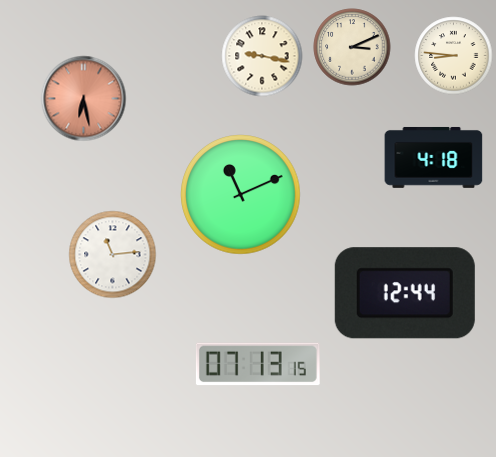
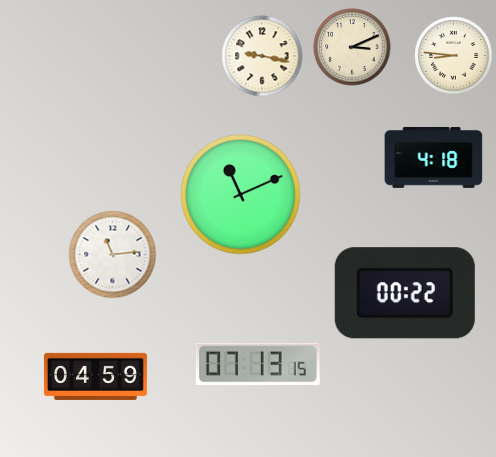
clock at (84, 99): 6:28 -> none
clock at (405, 293): 12:44 -> 00:22
clock at (95, 376): none -> 04:59
